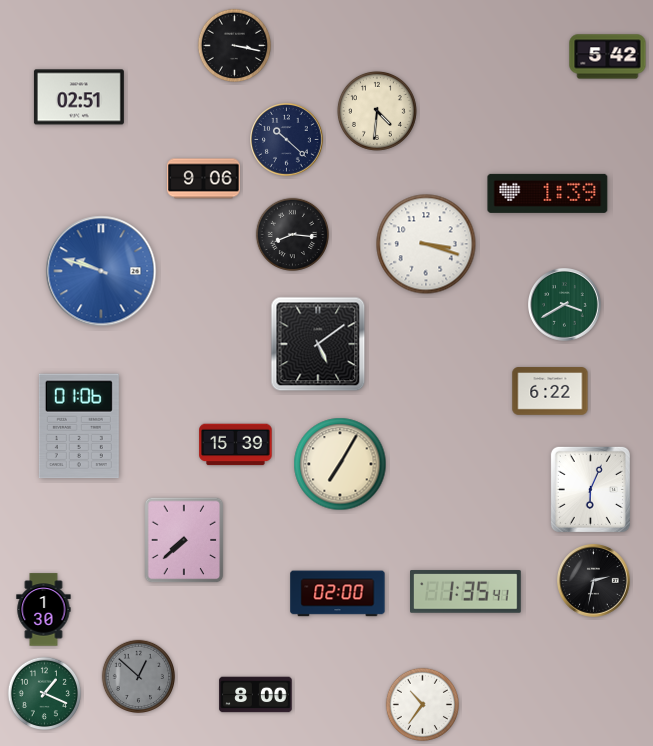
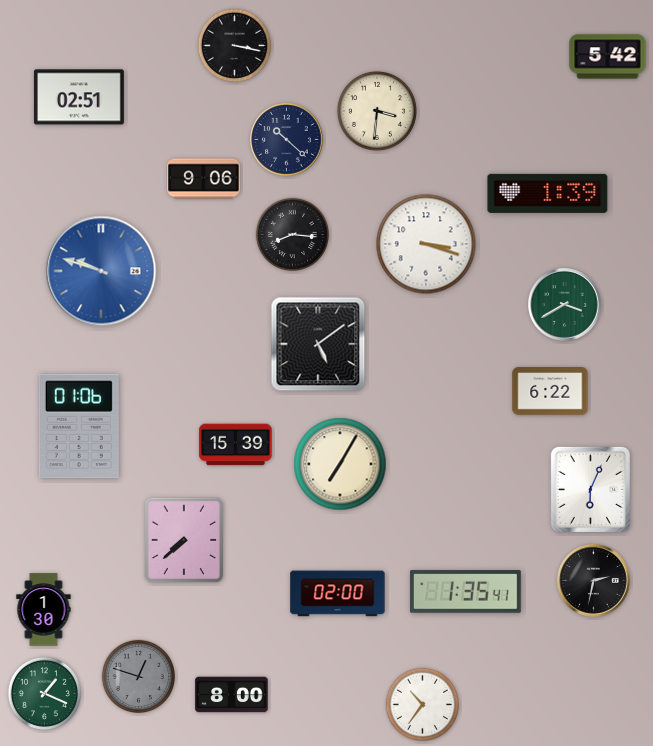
clock at (377, 111): 4:31 -> 3:31
clock at (138, 676): 12:52 -> 12:48
clock at (256, 695) position: (256, 695) -> (232, 695)
